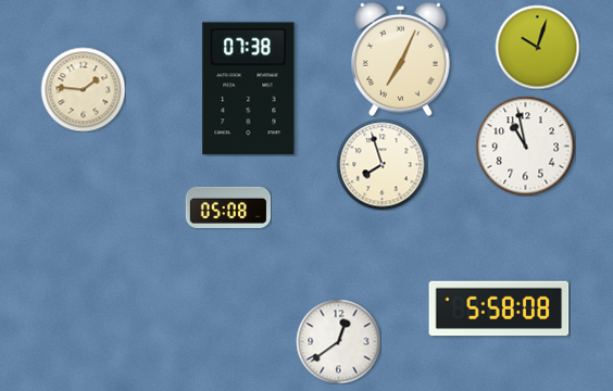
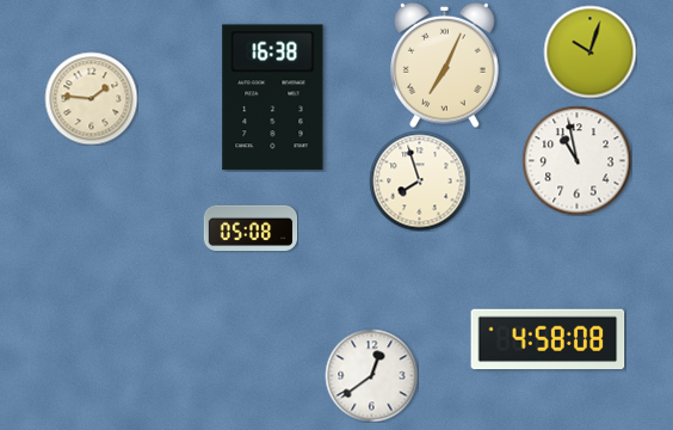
clock at (401, 59) position: (401, 59) -> (445, 64)
clock at (249, 89): 07:38 -> 16:38
clock at (499, 308): 5:58 -> 4:58
